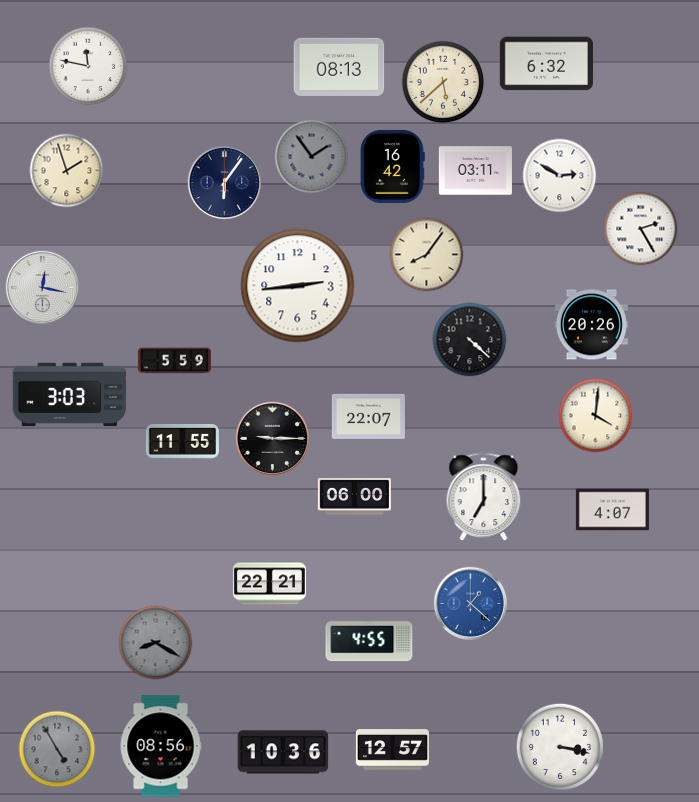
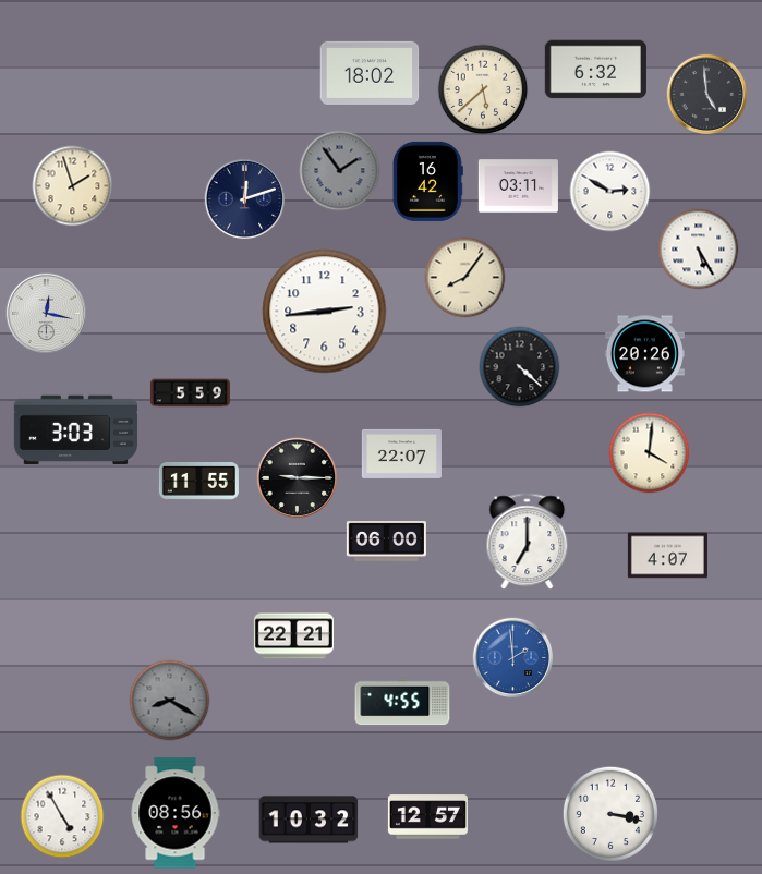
clock at (88, 66): 11:47 -> none
clock at (339, 67): 08:13 -> 18:02
clock at (707, 95): none -> 4:59
clock at (225, 183): 6:06 -> 12:12
clock at (641, 229): 2:25 -> 5:25
clock at (470, 340) position: (470, 340) -> (520, 367)
clock at (471, 604): 1:22 -> 1:59
clock at (369, 640) position: (369, 640) -> (402, 702)
clock at (57, 749) dial: grey -> white
clock at (283, 752): 10:36 -> 10:32
